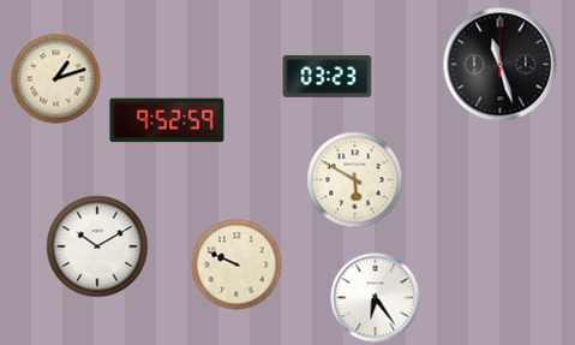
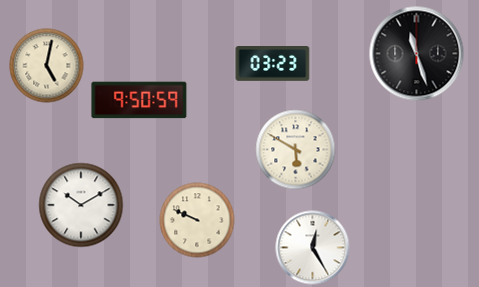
clock at (56, 79): 1:12 -> 5:02
clock at (167, 120): 9:52 -> 9:50
clock at (376, 298): 6:24 -> 12:25
